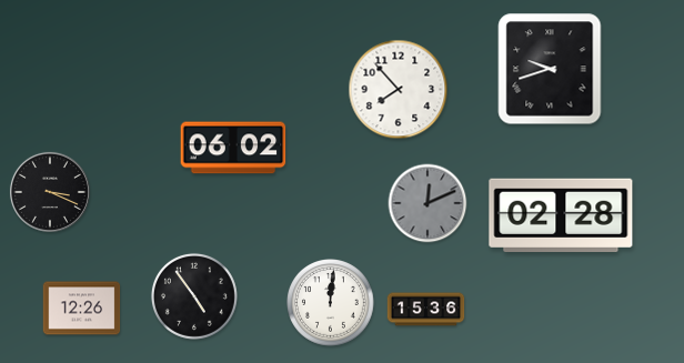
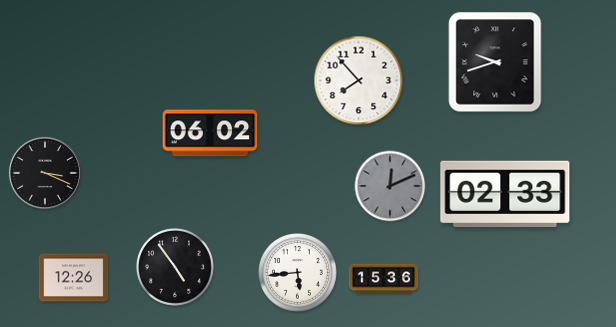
clock at (428, 203) position: (428, 203) -> (390, 186)
clock at (561, 214): 02:28 -> 02:33
clock at (331, 303): 12:01 -> 5:44
